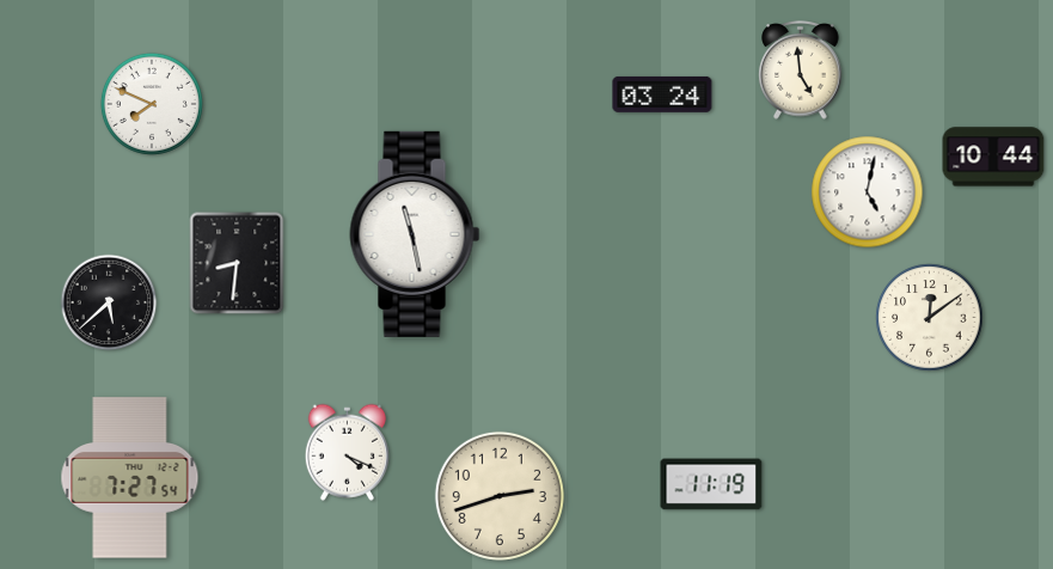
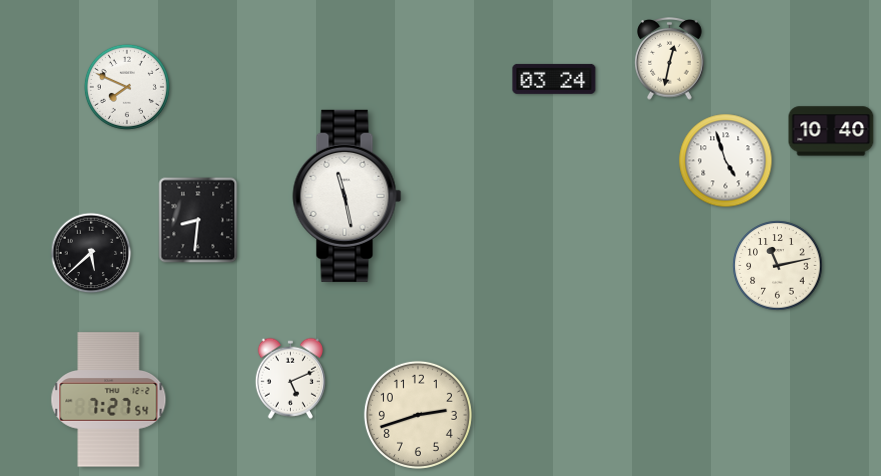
clock at (801, 71): 4:59 -> 12:32
clock at (993, 157): 10:44 -> 10:40
clock at (868, 192): 5:02 -> 4:57
clock at (930, 318): 12:09 -> 11:13
clock at (347, 452): 4:19 -> 5:11
clock at (711, 484): 11:19 -> none
